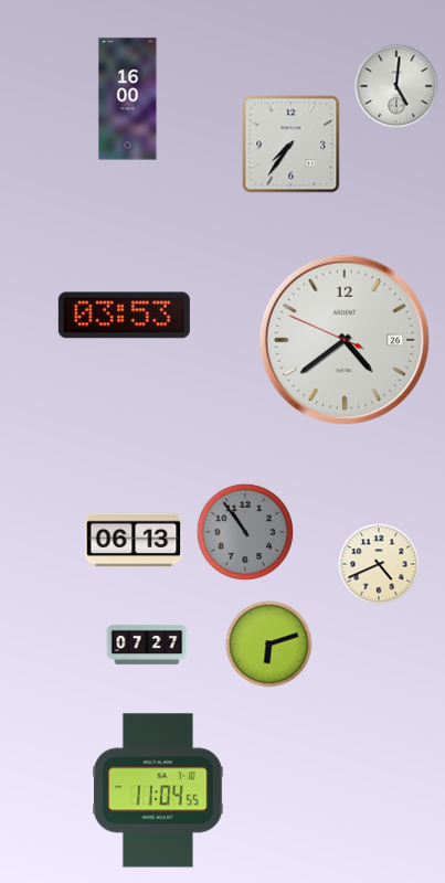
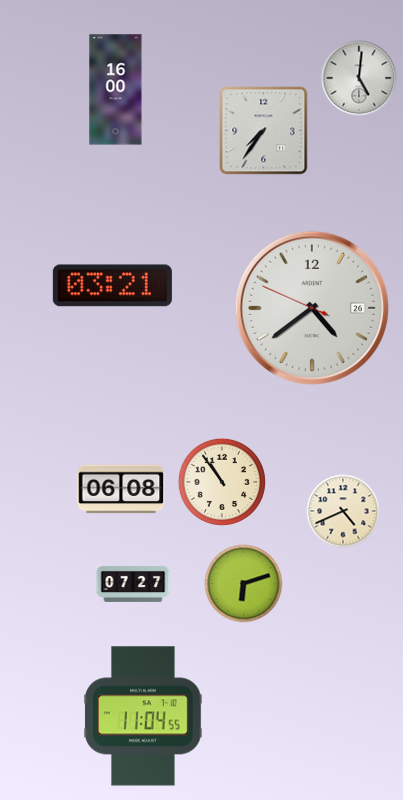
clock at (124, 316): 03:53 -> 03:21
clock at (245, 532) dial: grey -> cream
clock at (134, 540): 06:13 -> 06:08
